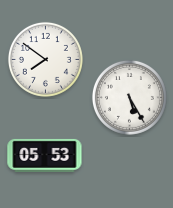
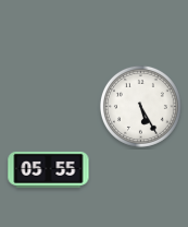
clock at (45, 59): 7:51 -> none
clock at (45, 155): 05:53 -> 05:55
